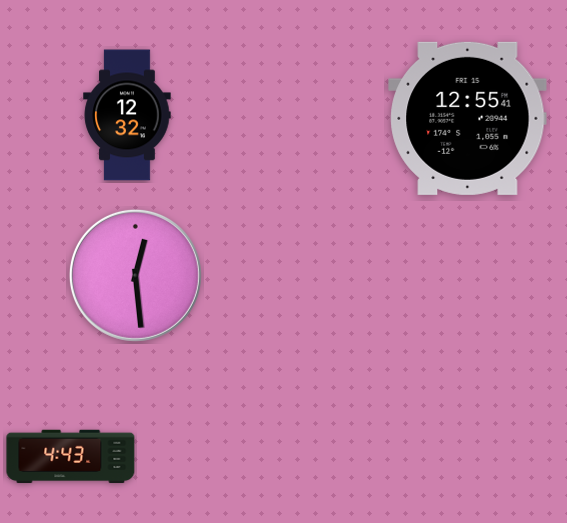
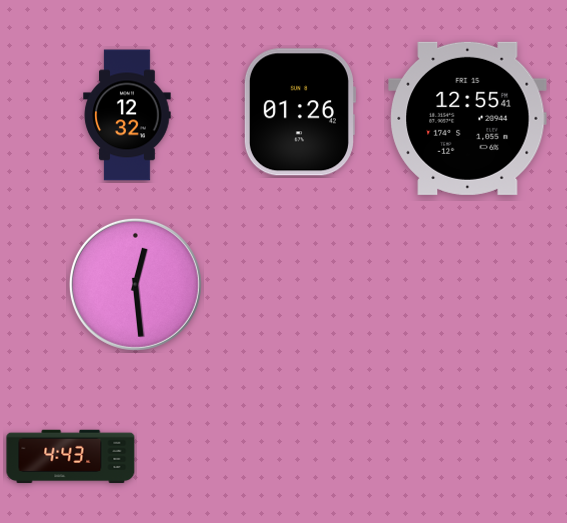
clock at (299, 112): none -> 01:26
clock at (135, 275) position: (135, 275) -> (135, 284)
